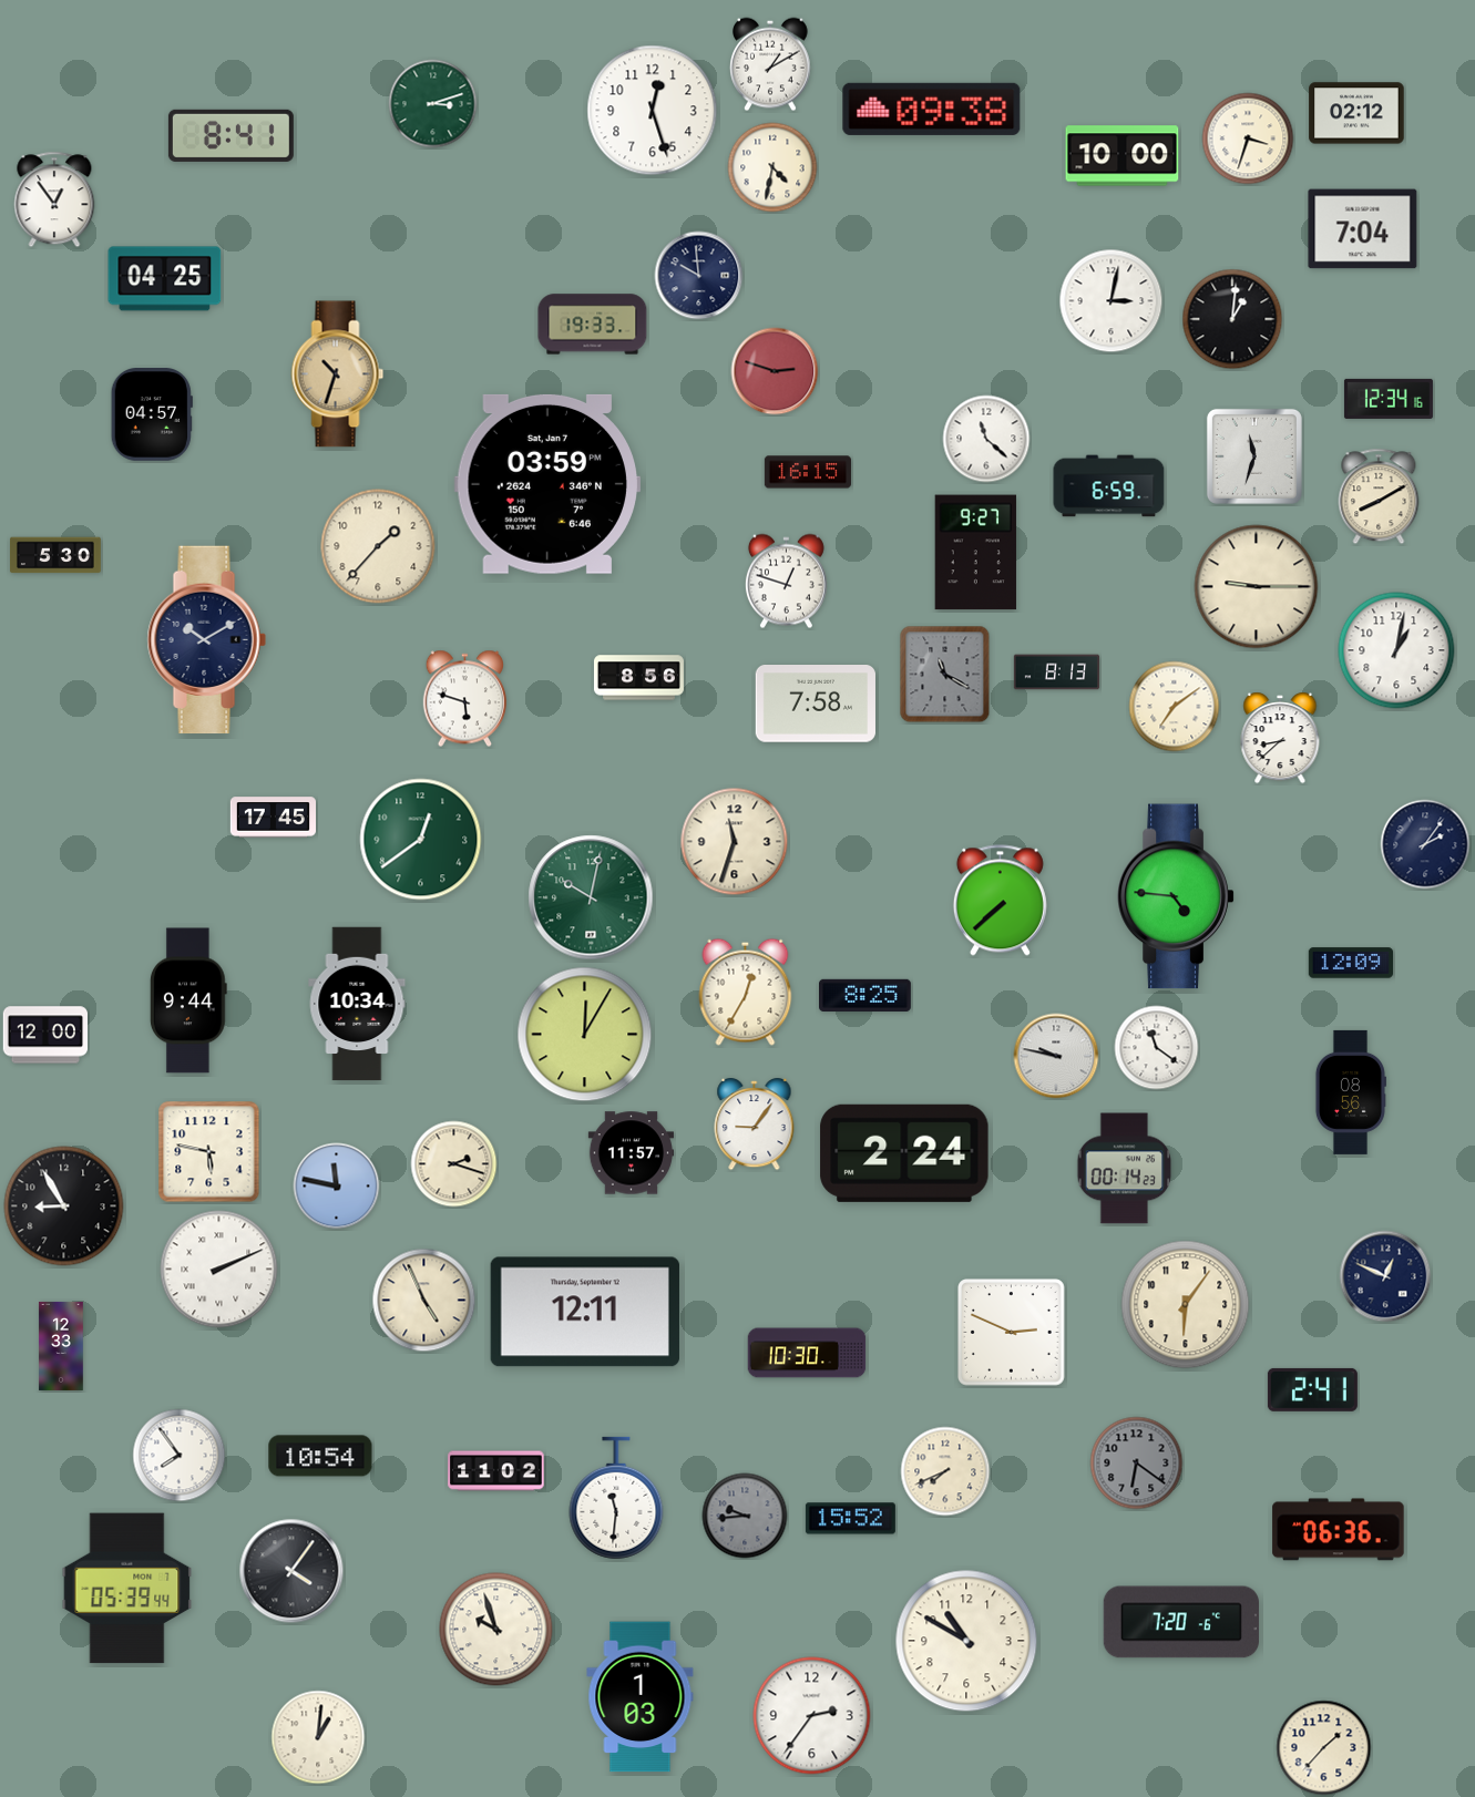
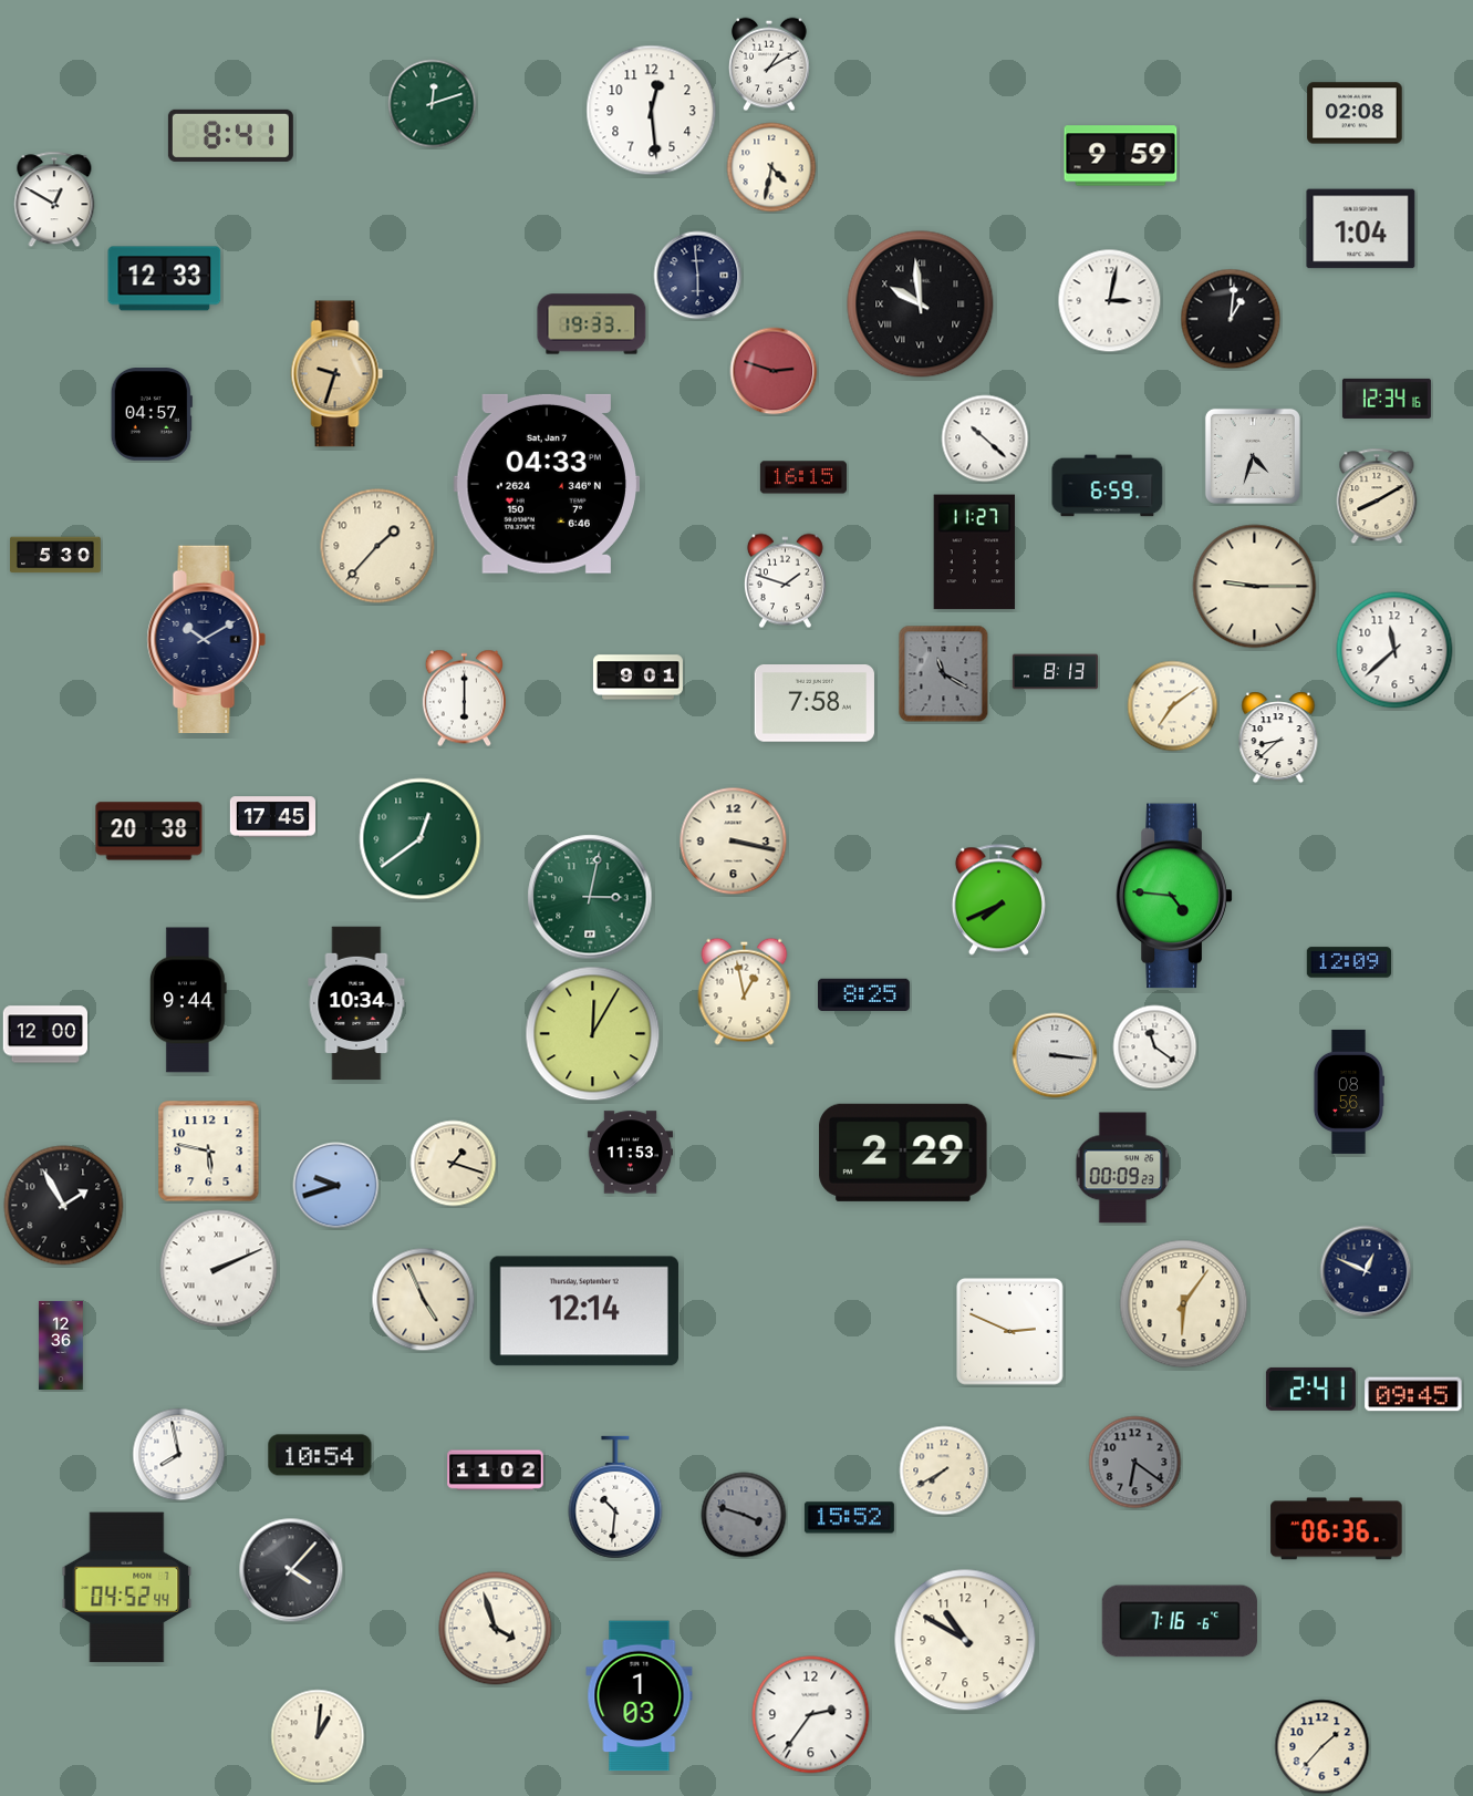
clock at (433, 104): 3:12 -> 12:12
clock at (932, 109): 09:38 -> none
clock at (653, 111): 12:27 -> 12:29
clock at (1356, 113): 02:12 -> 02:08
clock at (1248, 138): 3:33 -> none
clock at (1123, 156): 10:00 -> 9:59
clock at (54, 199): 12:54 -> 12:50
clock at (1363, 229): 7:04 -> 1:04
clock at (699, 276): 9:59 -> 5:59
clock at (165, 279): 04:25 -> 12:33
clock at (921, 305): none -> 9:59
clock at (338, 374): 10:33 -> 9:33
clock at (986, 439): 11:22 -> 10:22
clock at (1254, 456): 11:33 -> 4:33
clock at (808, 472) position: (808, 472) -> (803, 477)
clock at (546, 484): 03:59 -> 04:33
clock at (975, 553): 9:27 -> 11:27
clock at (786, 582): 12:48 -> 1:48
clock at (1396, 650): 1:02 -> 11:38
clock at (638, 678): 8:56 -> 9:01
clock at (464, 699): 5:48 -> 6:00
clock at (149, 832): none -> 20:38
clock at (735, 842): 11:33 -> 3:17
clock at (1425, 844): 2:06 -> none
clock at (591, 897): 10:02 -> 3:02
clock at (1000, 901): 7:38 -> 7:41
clock at (746, 992): 12:35 -> 12:58
clock at (585, 1035) position: (585, 1035) -> (593, 1034)
clock at (1056, 1056): 9:47 -> 3:16
clock at (755, 1125): 9:06 -> none
clock at (631, 1153): 11:57 -> 11:53
clock at (904, 1153): 2:24 -> 2:29
clock at (454, 1164): 2:18 -> 1:18
clock at (1125, 1169): 00:14 -> 00:09
clock at (337, 1187): 11:47 -> 9:42
clock at (64, 1206): 8:55 -> 1:55
clock at (1385, 1276) position: (1385, 1276) -> (1366, 1271)
clock at (585, 1312): 12:11 -> 12:14
clock at (61, 1346): 12:33 -> 12:36
clock at (807, 1353): 10:30 -> none
clock at (1413, 1394): none -> 09:45
clock at (180, 1456): 7:54 -> 7:58
clock at (945, 1471): 7:41 -> 7:40
clock at (616, 1498): 11:31 -> 10:31
clock at (745, 1516): 9:44 -> 3:48
clock at (291, 1571): 4:06 -> 4:07
clock at (127, 1589): 05:39 -> 04:52
clock at (1181, 1622): 7:20 -> 7:16
clock at (496, 1630): 9:57 -> 3:57
